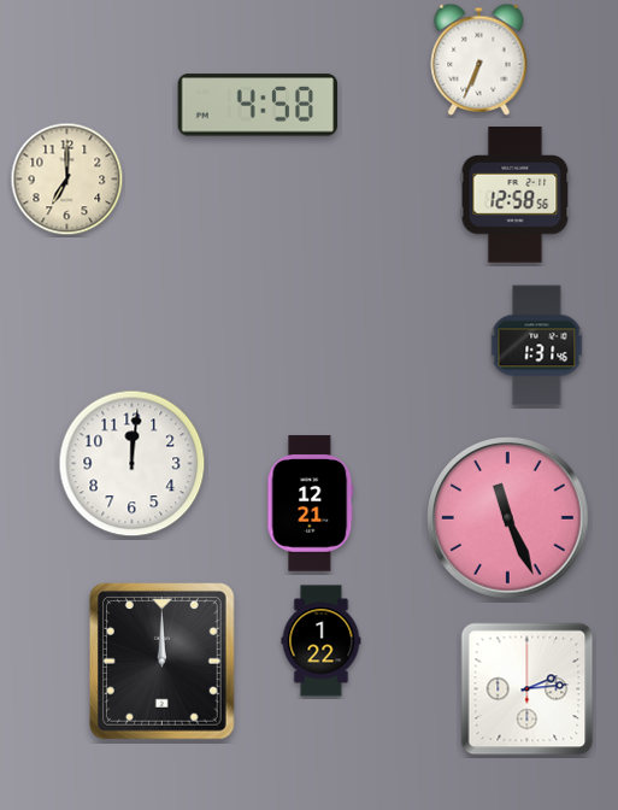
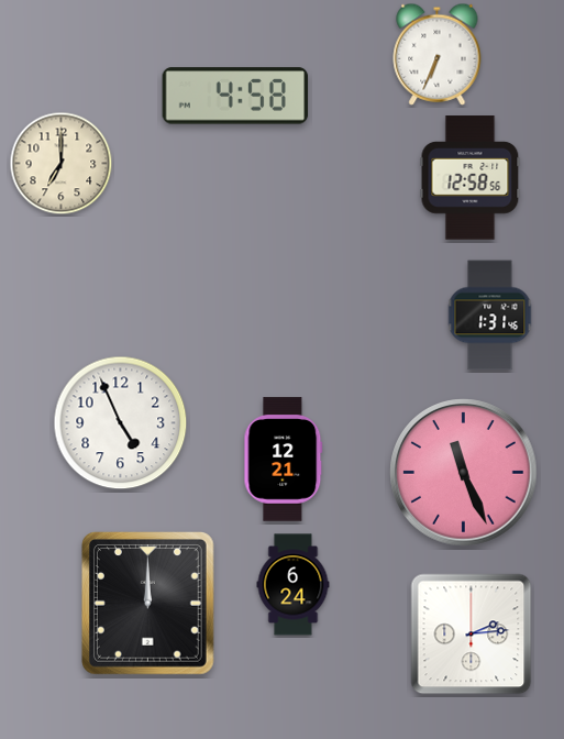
clock at (133, 464): 12:01 -> 4:56
clock at (322, 641): 1:22 -> 6:24
clock at (528, 689) position: (528, 689) -> (472, 635)
